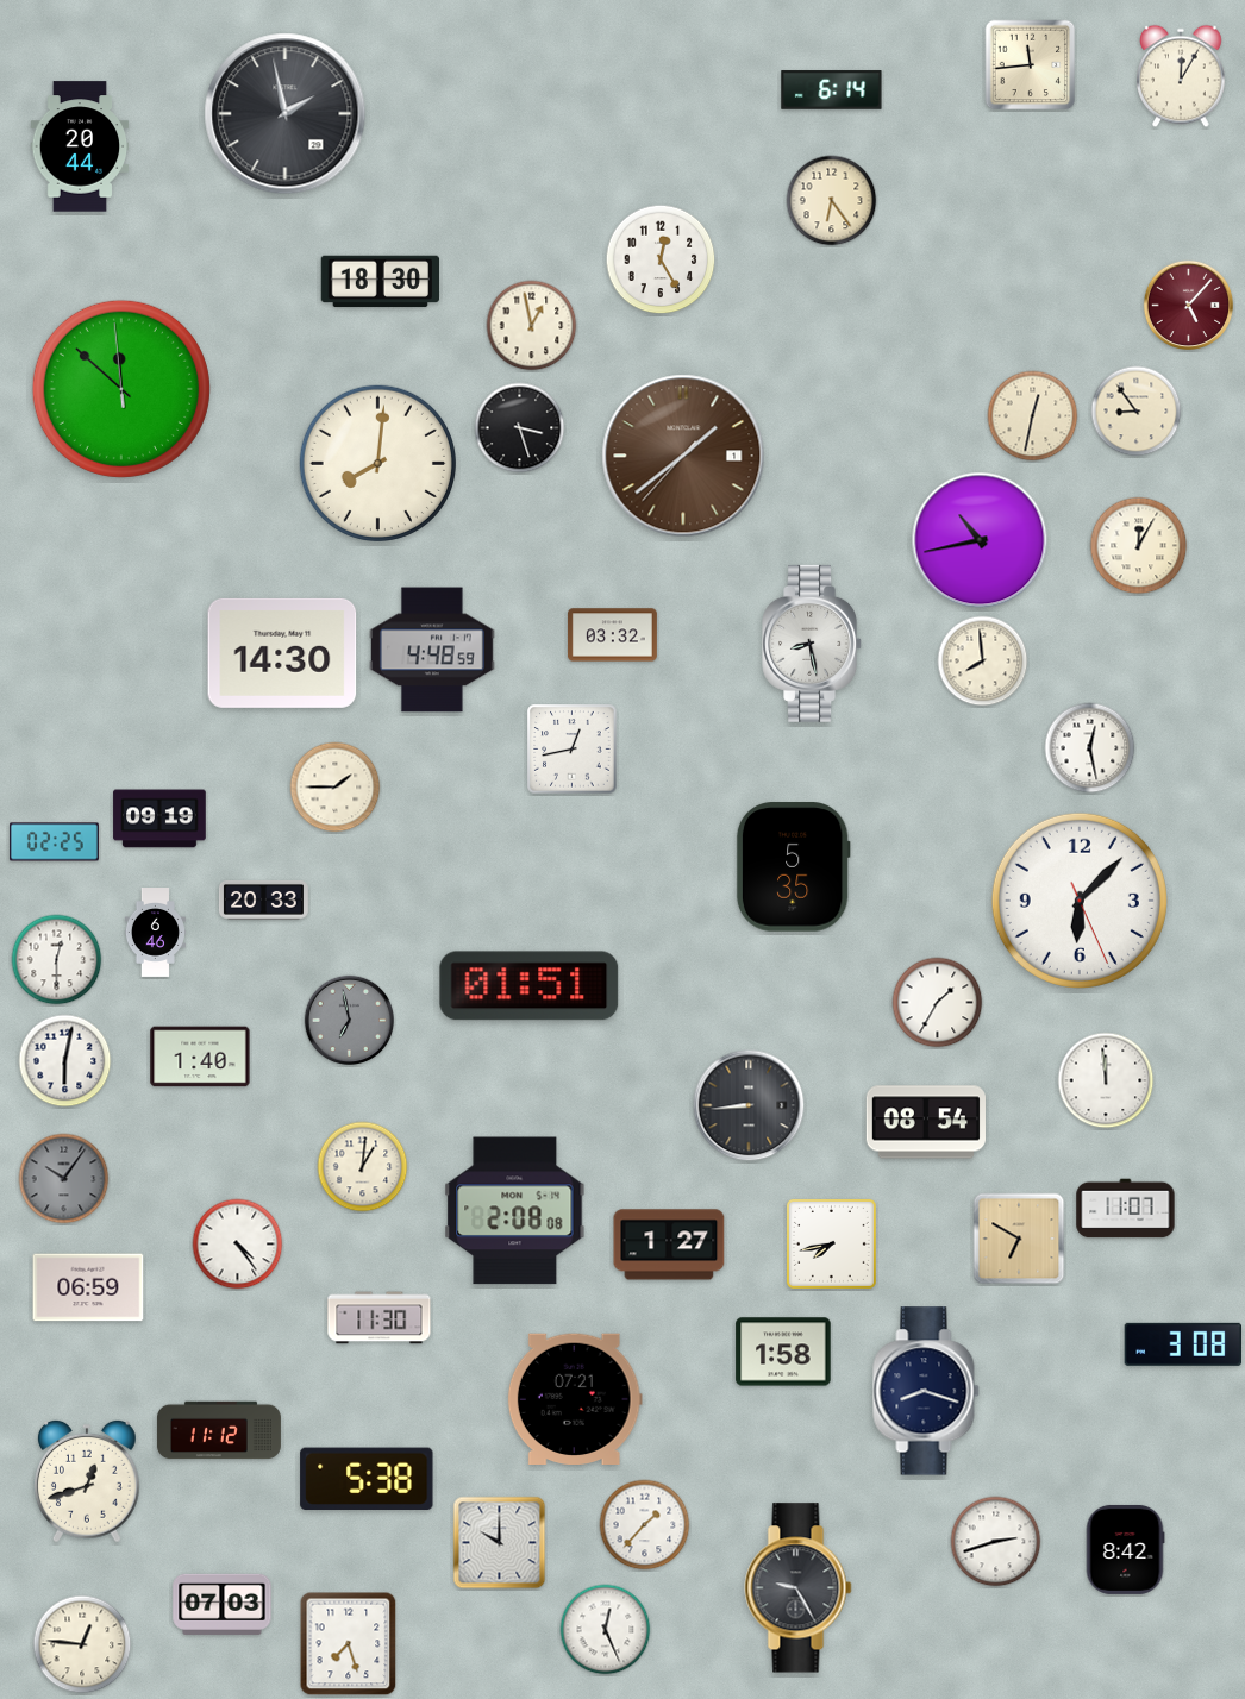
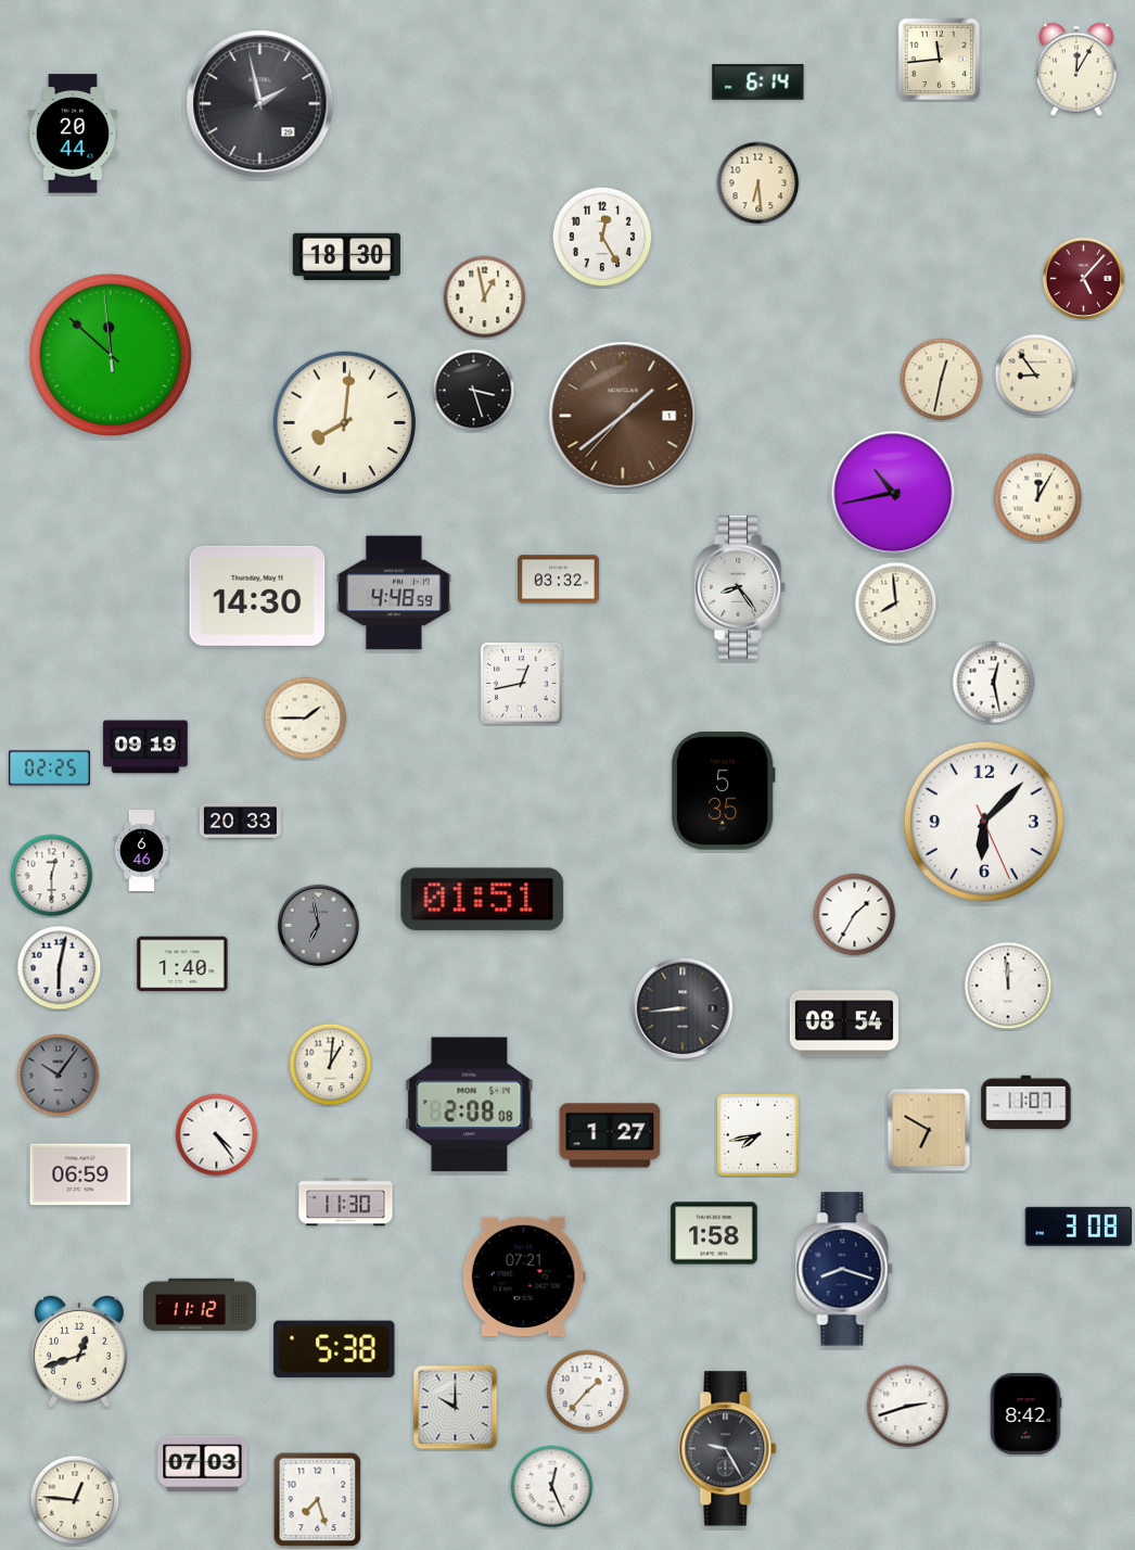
clock at (832, 201): 6:24 -> 6:29
clock at (813, 644): 8:28 -> 8:24
clock at (350, 1021) position: (350, 1021) -> (319, 926)
